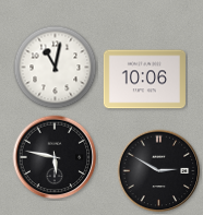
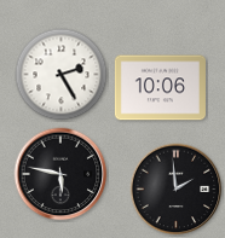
clock at (56, 68): 11:02 -> 2:25
clock at (159, 171): 2:50 -> 1:59
